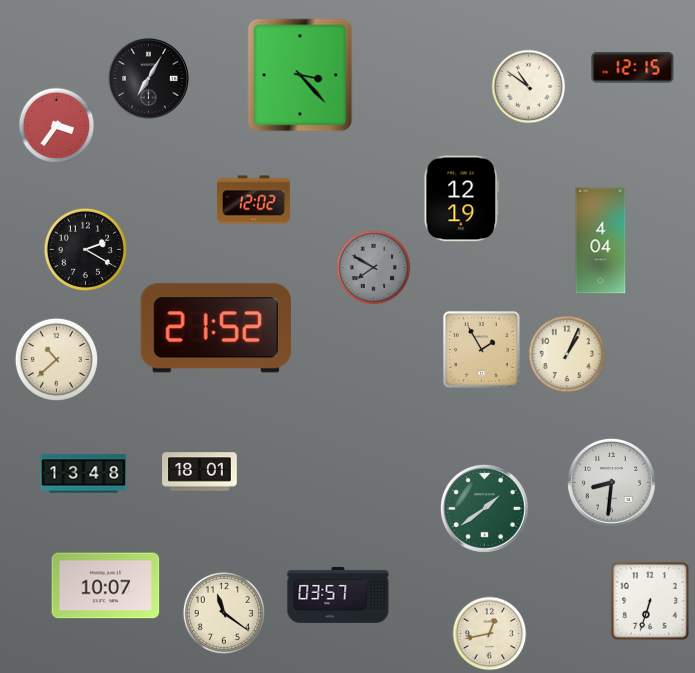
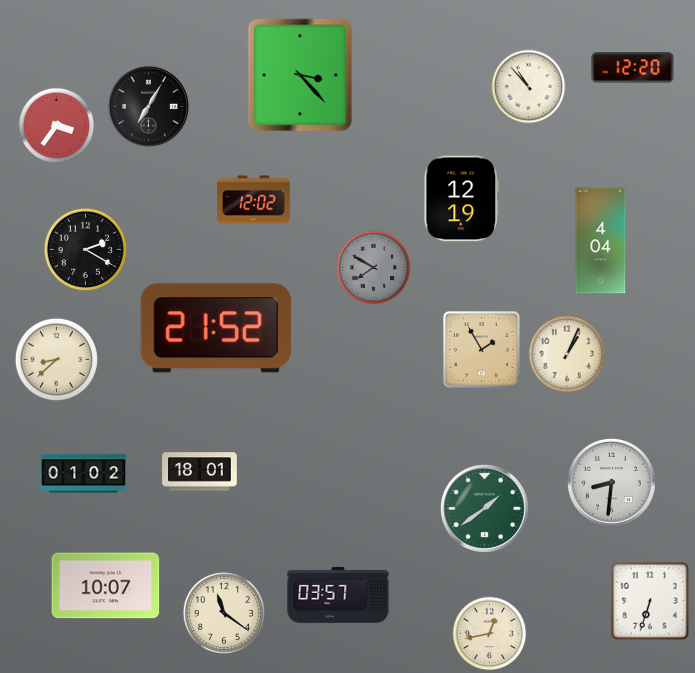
clock at (633, 68): 12:15 -> 12:20
clock at (148, 78) position: (148, 78) -> (148, 106)
clock at (529, 87): 10:51 -> 10:53
clock at (56, 359): 10:38 -> 8:38
clock at (84, 474): 13:48 -> 01:02
